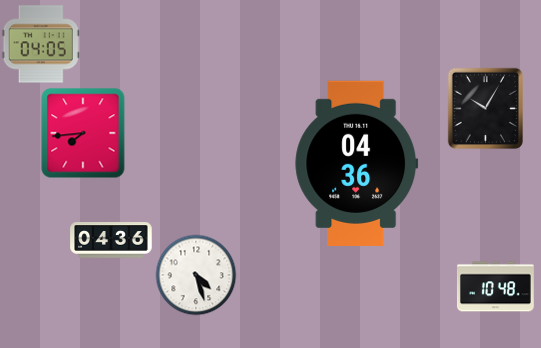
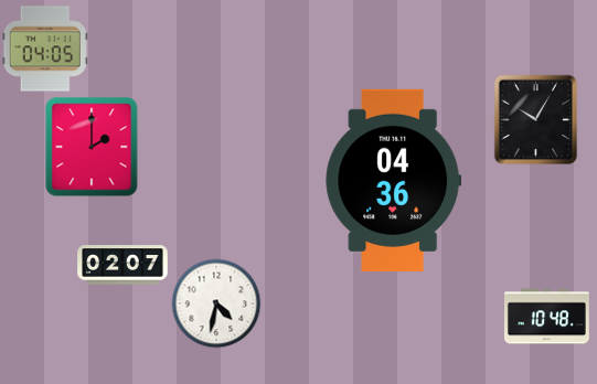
clock at (83, 133): 7:44 -> 2:00
clock at (111, 240): 04:36 -> 02:07
clock at (196, 275): 4:27 -> 4:32
